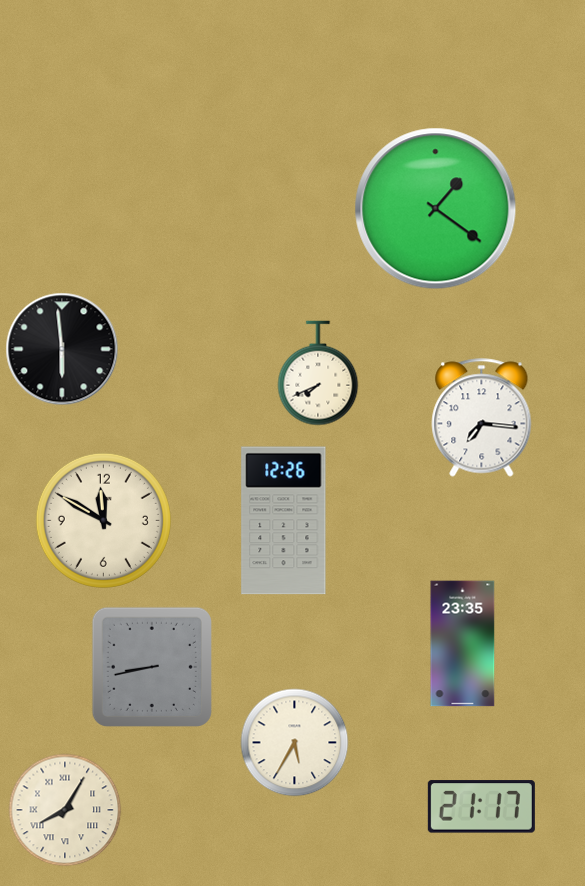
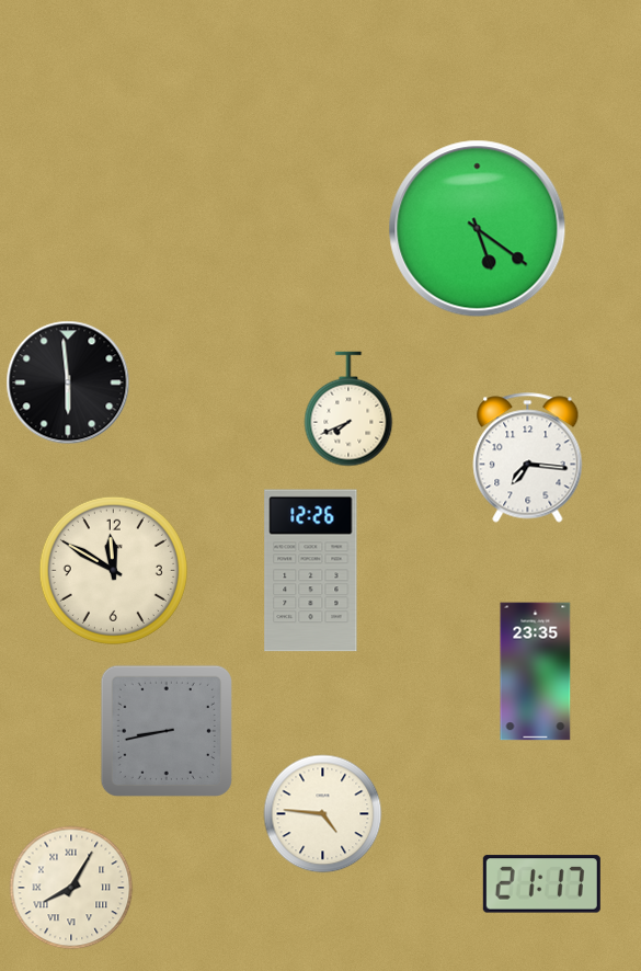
clock at (436, 209): 1:21 -> 5:21
clock at (463, 644) position: (463, 644) -> (536, 672)
clock at (295, 743): 5:35 -> 4:46
clock at (481, 807) position: (481, 807) -> (541, 884)
